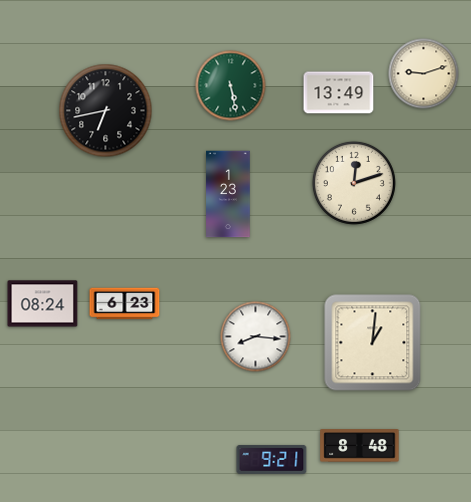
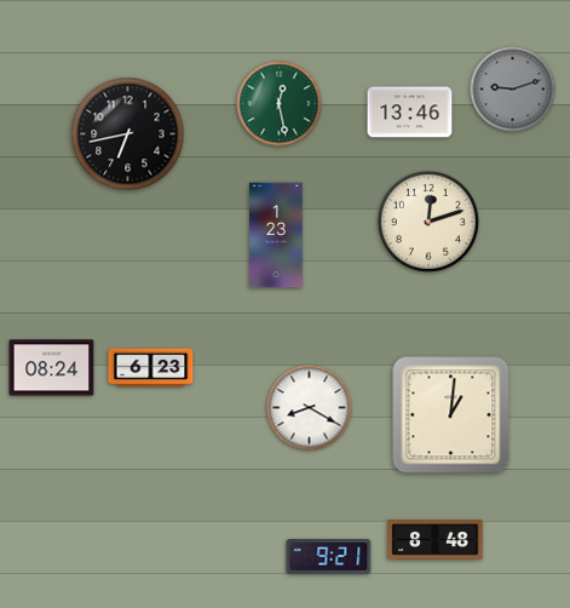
clock at (424, 74) dial: cream -> grey
clock at (231, 86): 5:28 -> 12:28
clock at (339, 93): 13:49 -> 13:46
clock at (256, 337): 8:16 -> 8:20
